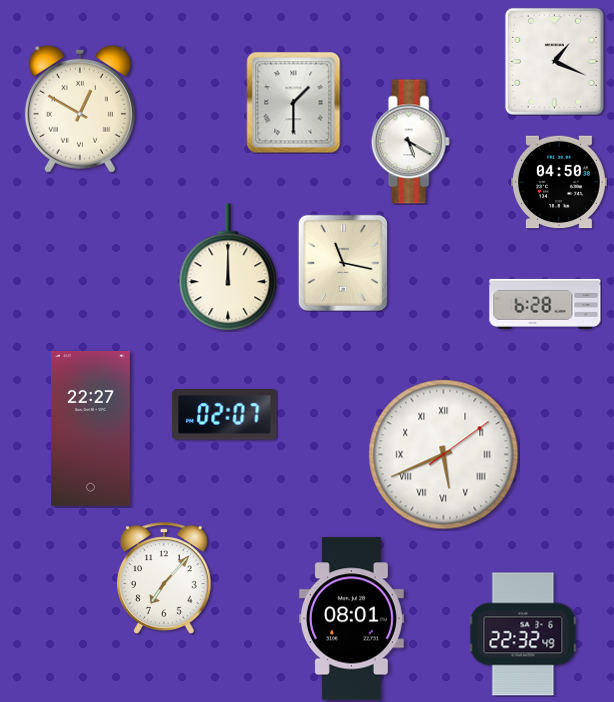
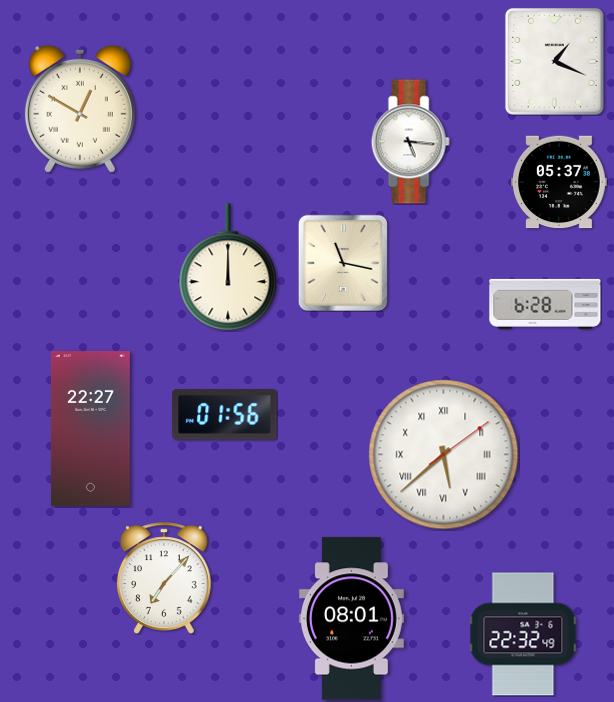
clock at (294, 102): 1:30 -> none
clock at (410, 142): 5:20 -> 5:16
clock at (560, 182): 04:50 -> 05:37
clock at (225, 415): 02:07 -> 01:56
clock at (444, 455): 5:41 -> 5:38
